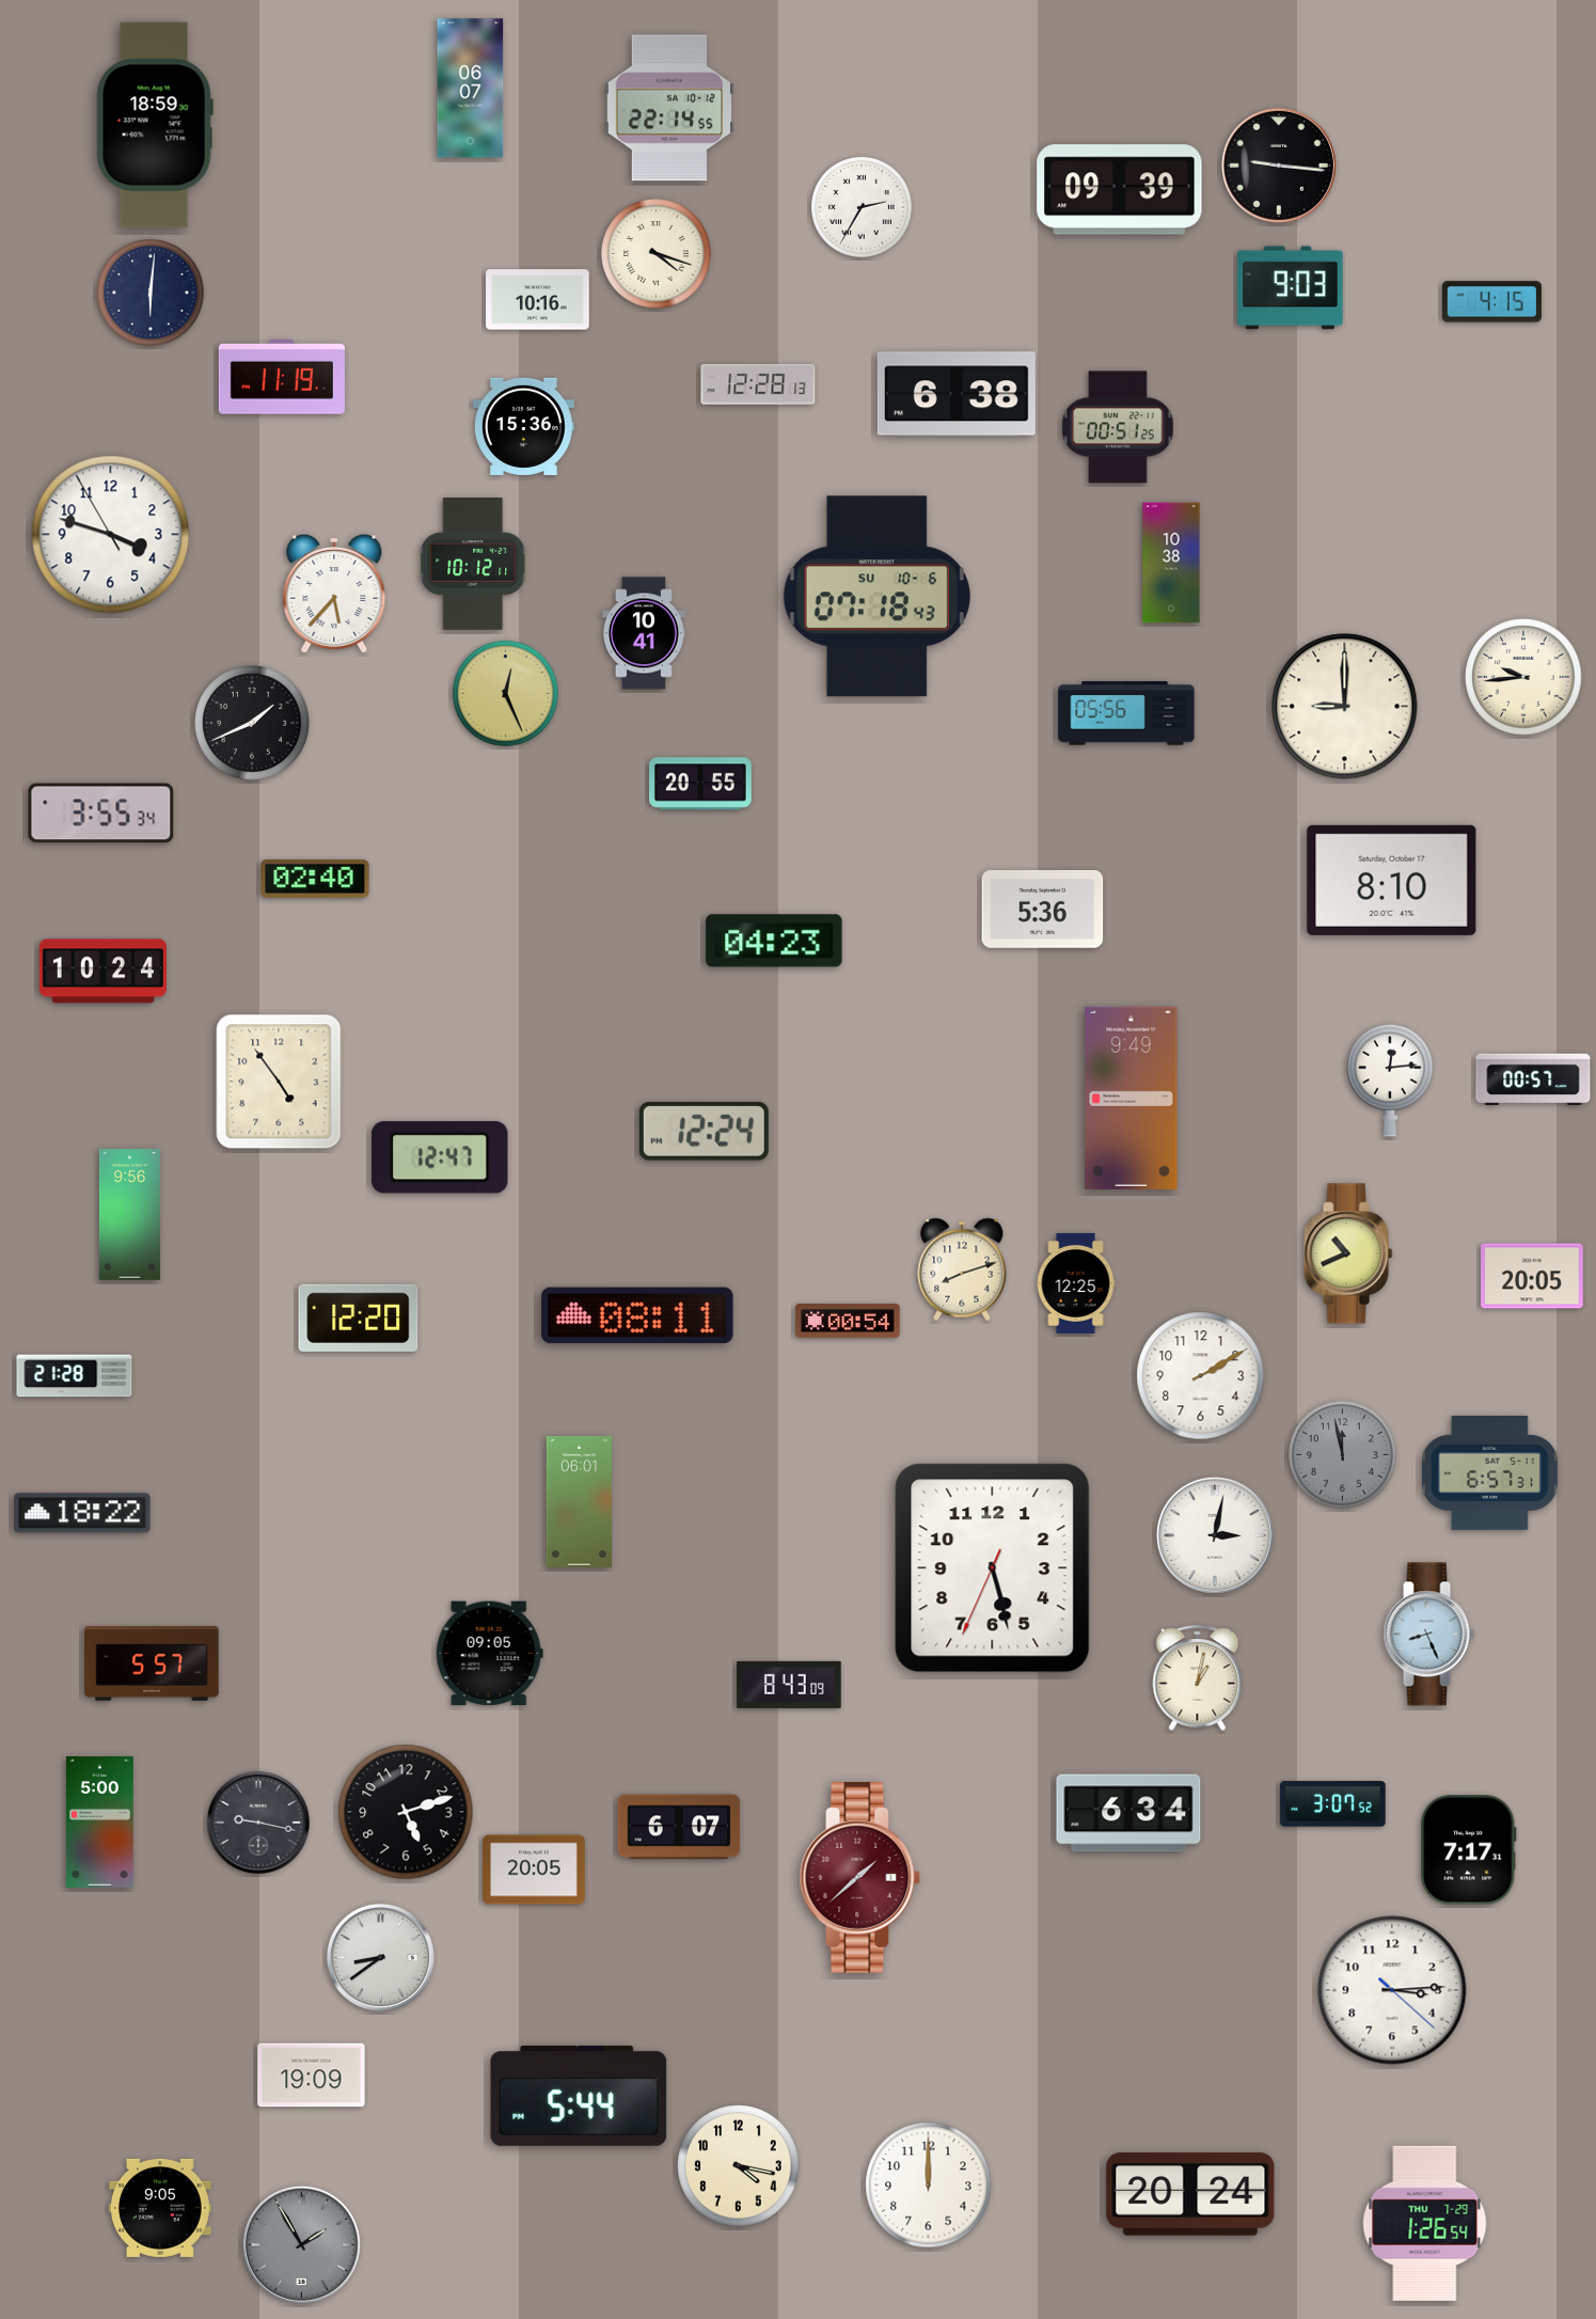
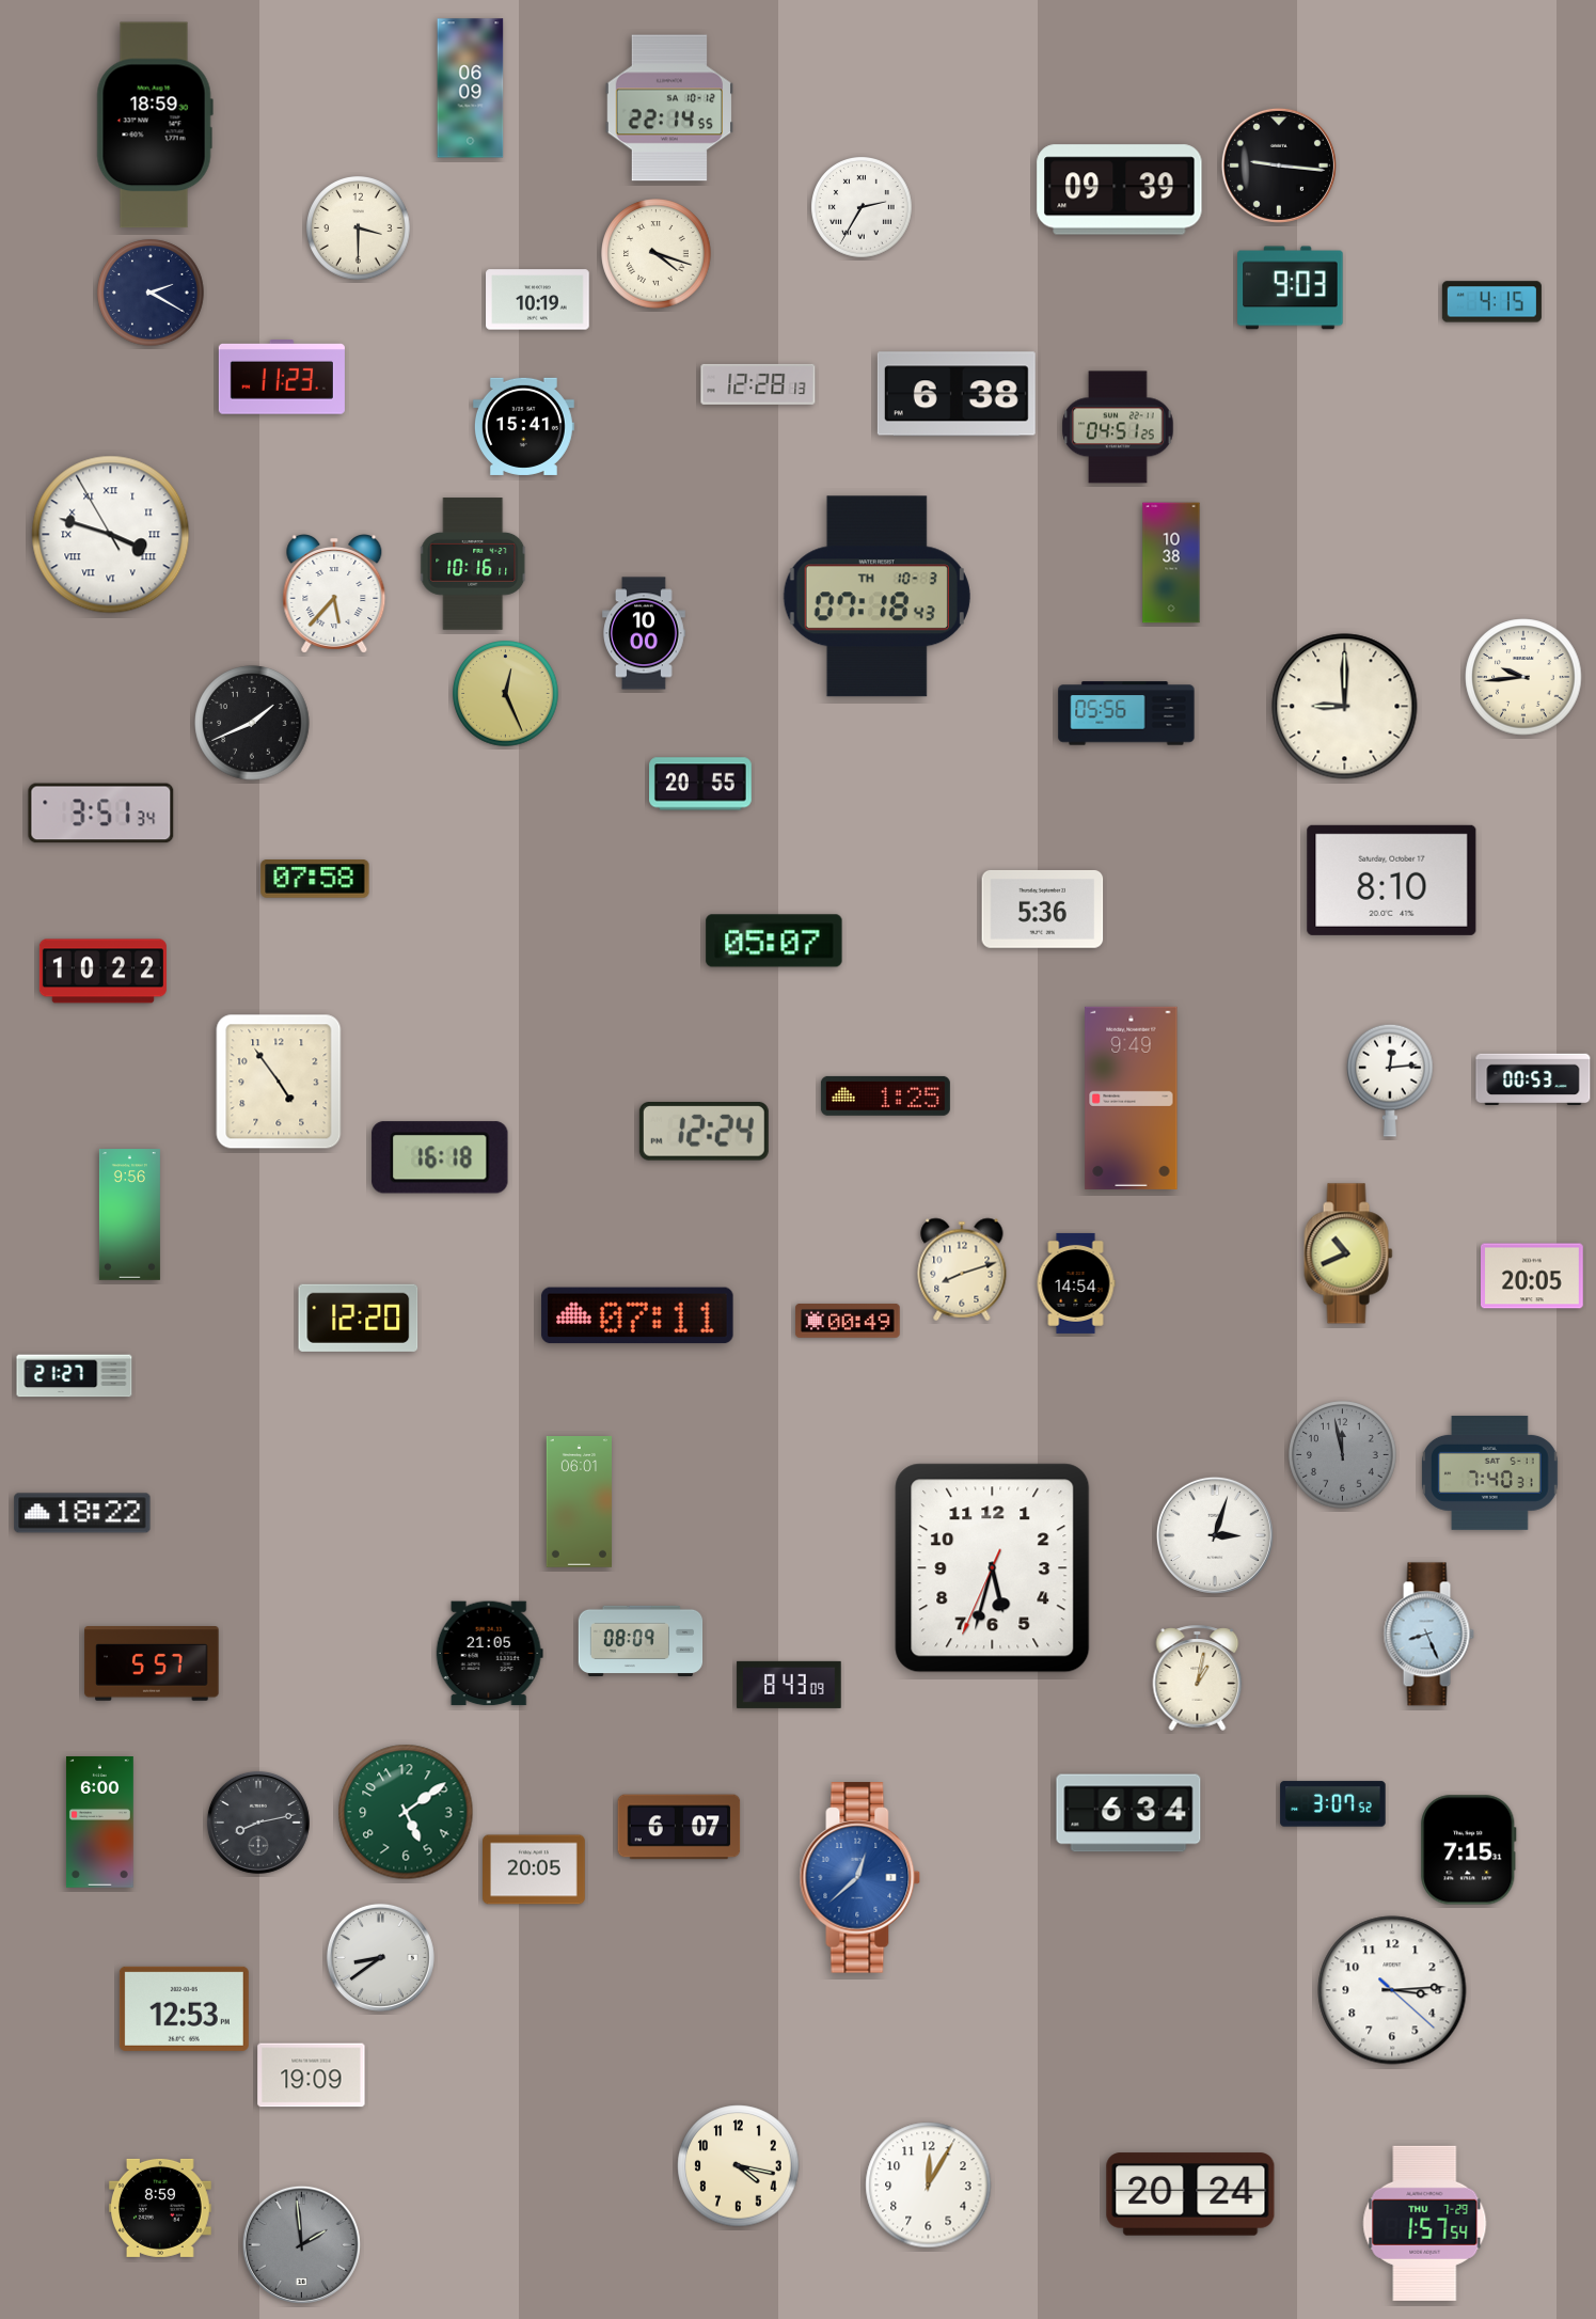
clock at (471, 89): 06:07 -> 06:09
clock at (359, 228): none -> 3:30
clock at (151, 293): 6:01 -> 2:20
clock at (538, 300): 10:16 -> 10:19
clock at (282, 377): 11:19 -> 11:23
clock at (523, 426): 15:36 -> 15:41
clock at (1118, 427): 00:51 -> 04:51
clock at (111, 535) numerals: Arabic -> Roman
clock at (474, 564): 10:12 -> 10:16
clock at (876, 597) date: SU 10-6 -> TH 10-3
clock at (644, 633): 10:41 -> 10:00
clock at (101, 814): 3:55 -> 3:51
clock at (315, 880): 02:40 -> 07:58
clock at (774, 941): 04:23 -> 05:07
clock at (102, 972): 10:24 -> 10:22
clock at (1533, 1078): 00:57 -> 00:53
clock at (885, 1095): none -> 1:25
clock at (440, 1157): 12:47 -> 16:18
clock at (1076, 1283): 12:25 -> 14:54
clock at (637, 1315): 08:11 -> 07:11
clock at (848, 1321): 00:54 -> 00:49
clock at (75, 1376): 21:28 -> 21:27
clock at (1201, 1376): 2:10 -> none
clock at (1490, 1472): 6:57 -> 7:40
clock at (1215, 1535): 3:02 -> 3:03
clock at (993, 1568): 5:27 -> 5:32
clock at (641, 1640): none -> 08:09
clock at (489, 1654): 09:05 -> 21:05
clock at (406, 1812): 5:12 -> 5:09
clock at (406, 1812) dial: black -> green
clock at (99, 1823): 5:00 -> 6:00
clock at (258, 1823): 9:17 -> 8:13
clock at (1469, 1850): 7:17 -> 7:15
clock at (860, 1878): 1:38 -> 12:38
clock at (860, 1878) dial: burgundy -> blue
clock at (184, 2008): none -> 12:53
clock at (579, 2096): 5:44 -> none
clock at (929, 2186): 12:00 -> 12:05
clock at (160, 2208): 9:05 -> 8:59
clock at (1425, 2223): 1:26 -> 1:57
clock at (301, 2244): 1:55 -> 1:59
